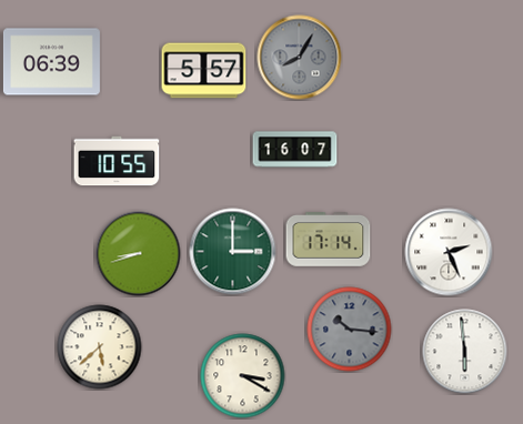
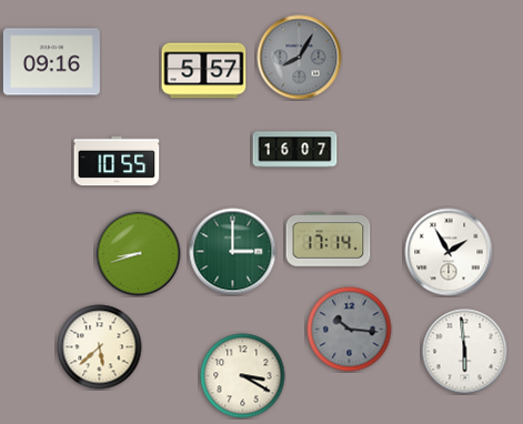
clock at (51, 62): 06:39 -> 09:16
clock at (449, 252): 2:26 -> 1:55
